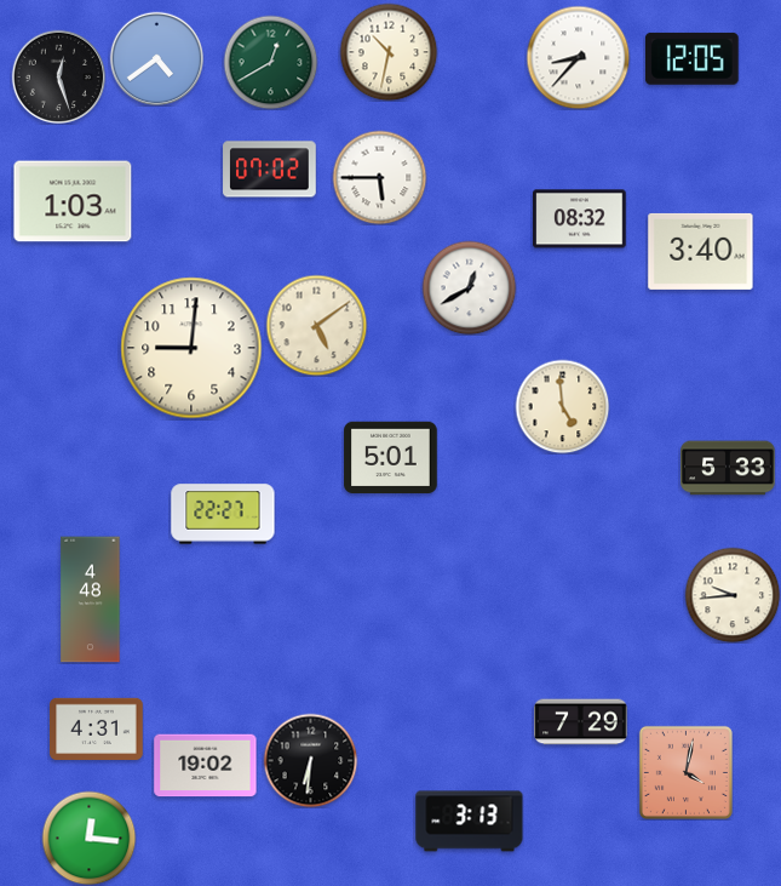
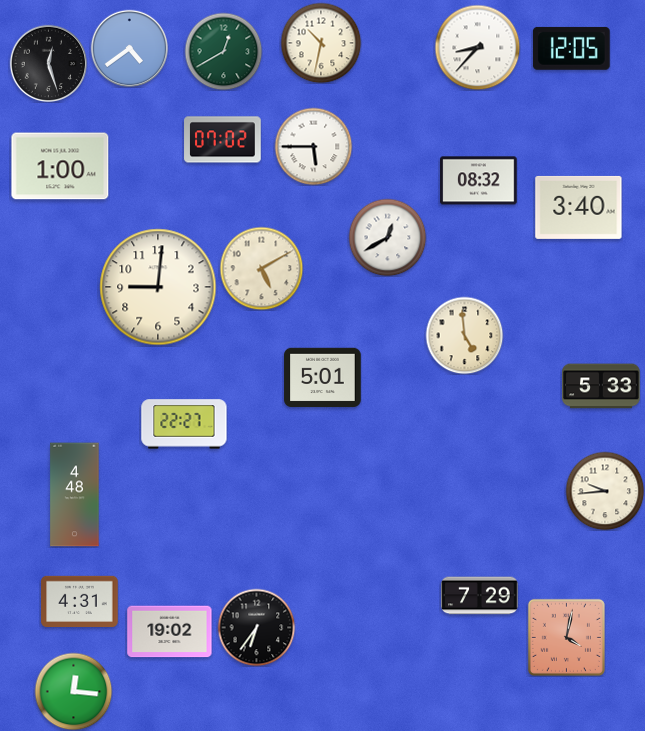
clock at (73, 201): 1:03 -> 1:00
clock at (316, 325): 5:09 -> 5:10
clock at (310, 760): 6:31 -> 6:36
clock at (470, 822): 3:13 -> none
